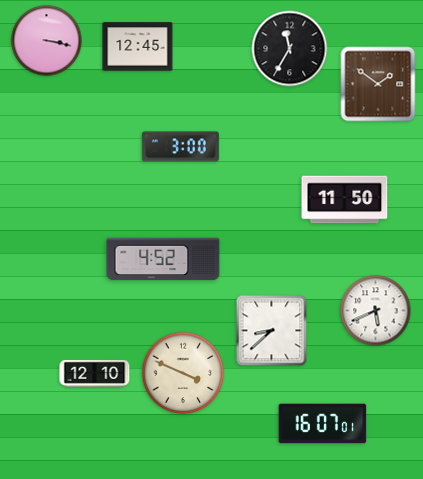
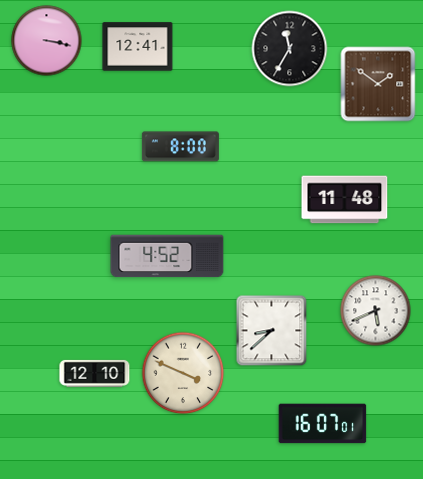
clock at (138, 47): 12:45 -> 12:41
clock at (180, 147): 3:00 -> 8:00
clock at (345, 200): 11:50 -> 11:48
clock at (163, 259) position: (163, 259) -> (167, 256)
